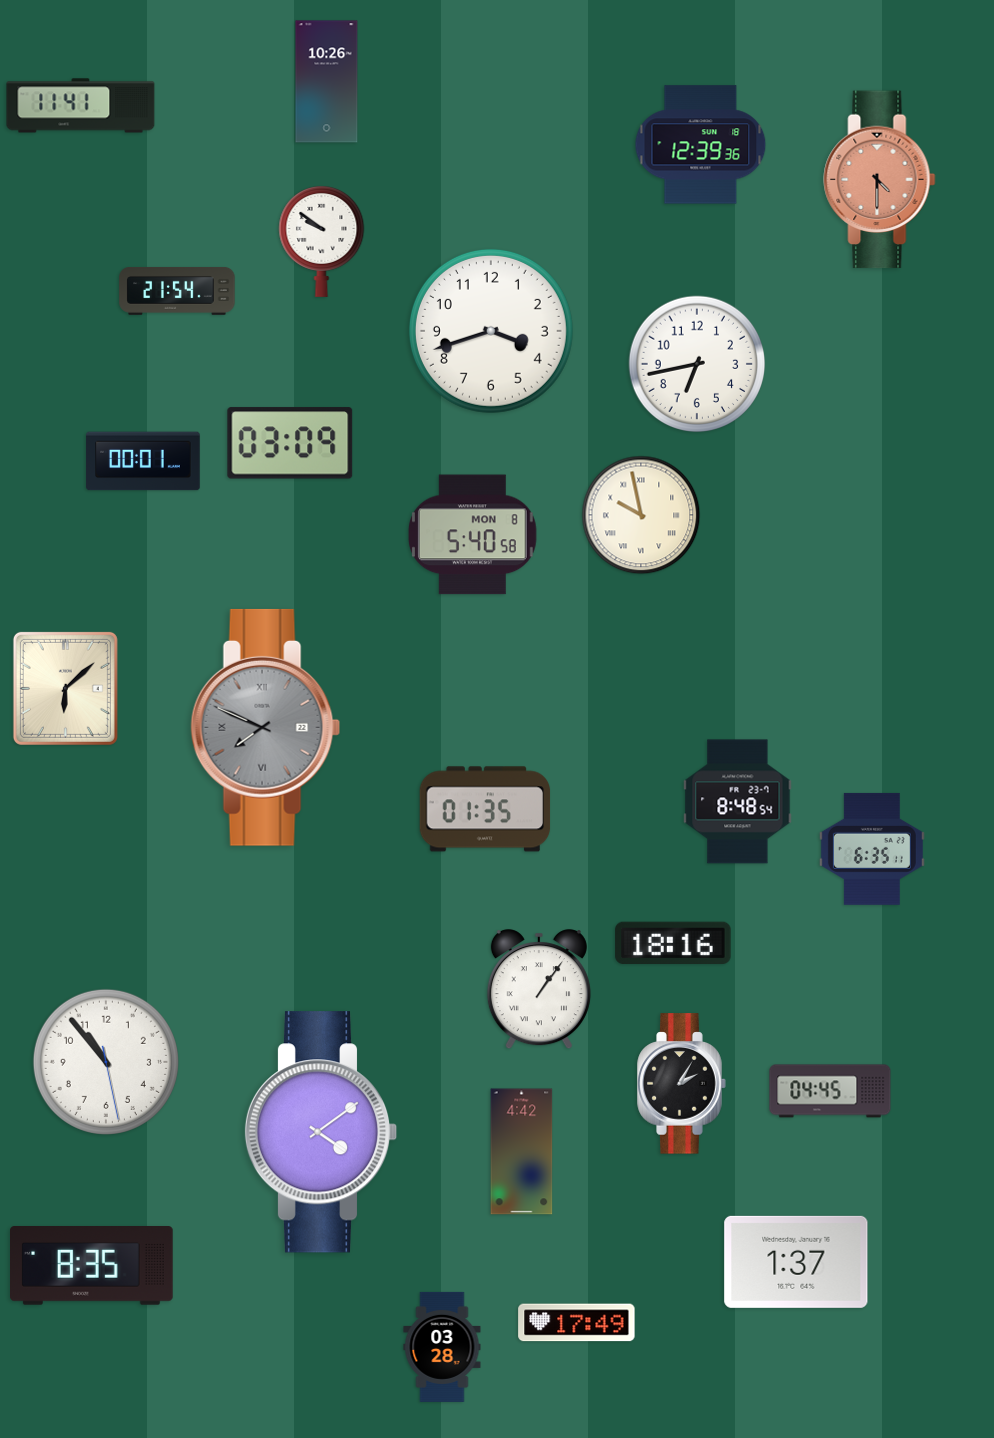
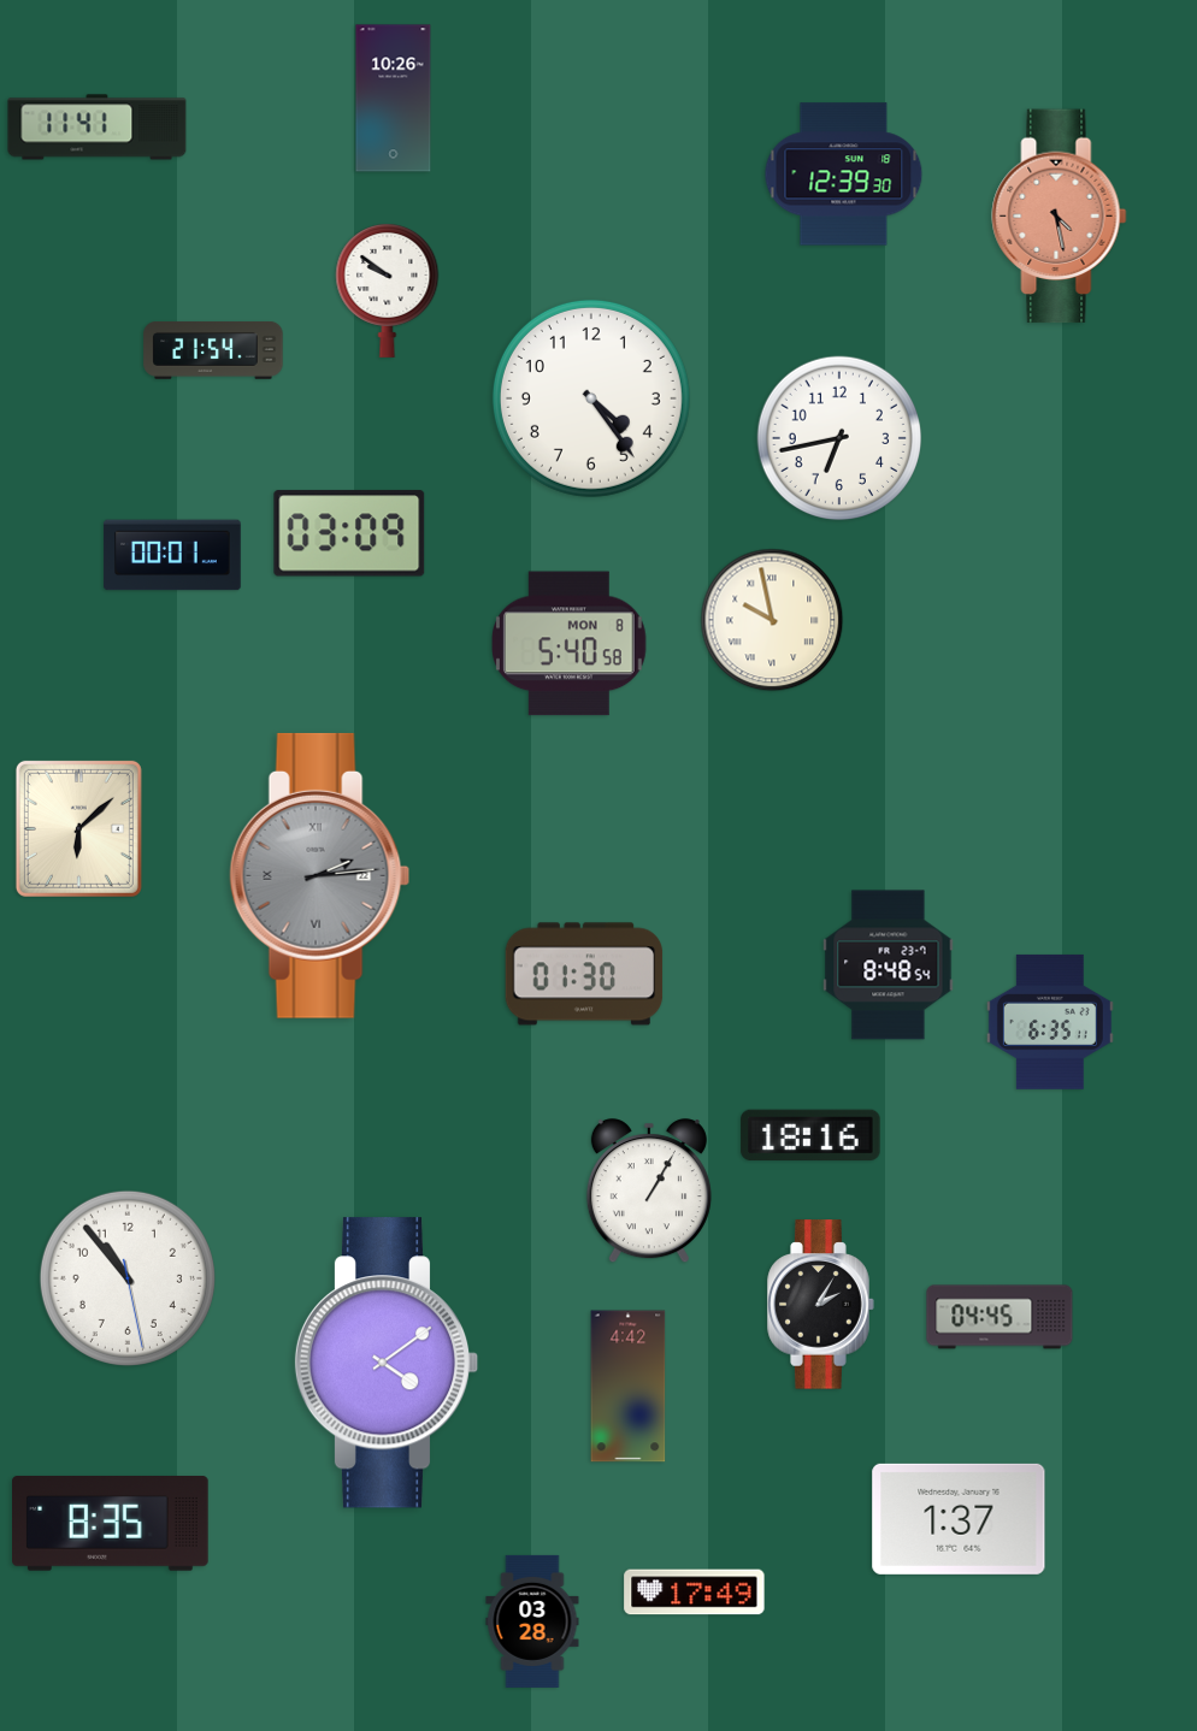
clock at (701, 145): 12:39:36 -> 12:39:30
clock at (880, 180): 4:30 -> 4:28
clock at (491, 331): 3:42 -> 4:24
clock at (266, 727): 7:49 -> 2:14
clock at (485, 809): 01:35 -> 01:30
clock at (539, 990): 1:06 -> 1:05
clock at (830, 1091) position: (830, 1091) -> (1000, 1317)
